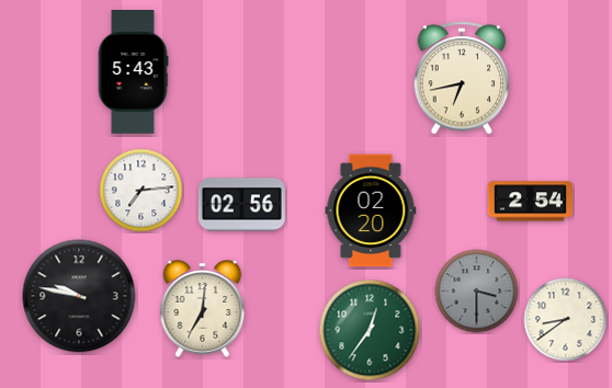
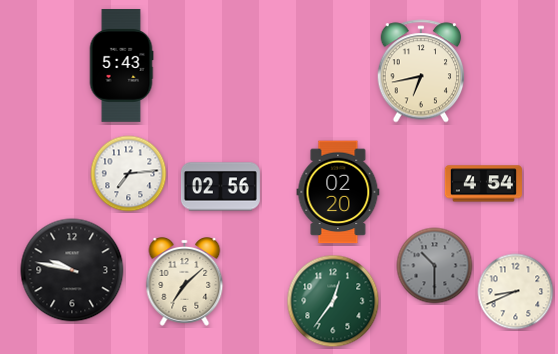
clock at (530, 202): 2:54 -> 4:54
clock at (477, 292): 3:30 -> 10:30
clock at (203, 309): 7:01 -> 7:08
clock at (566, 320): 8:39 -> 8:41
clock at (370, 330) position: (370, 330) -> (333, 301)
